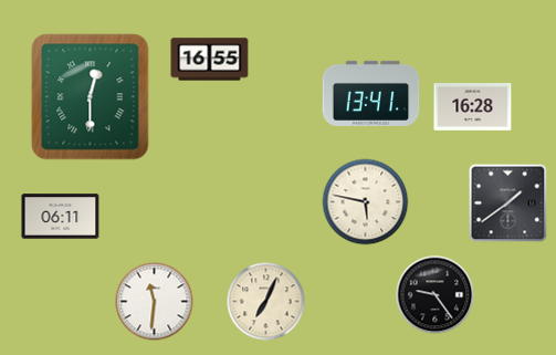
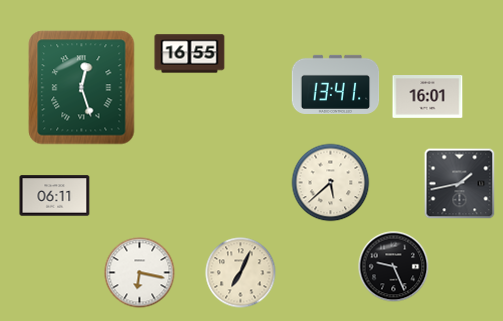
clock at (91, 97): 12:30 -> 12:27
clock at (473, 107): 16:28 -> 16:01
clock at (366, 202): 5:47 -> 5:38
clock at (508, 203): 1:39 -> 1:43
clock at (436, 295): 9:24 -> 9:26
clock at (155, 302): 11:31 -> 6:17
